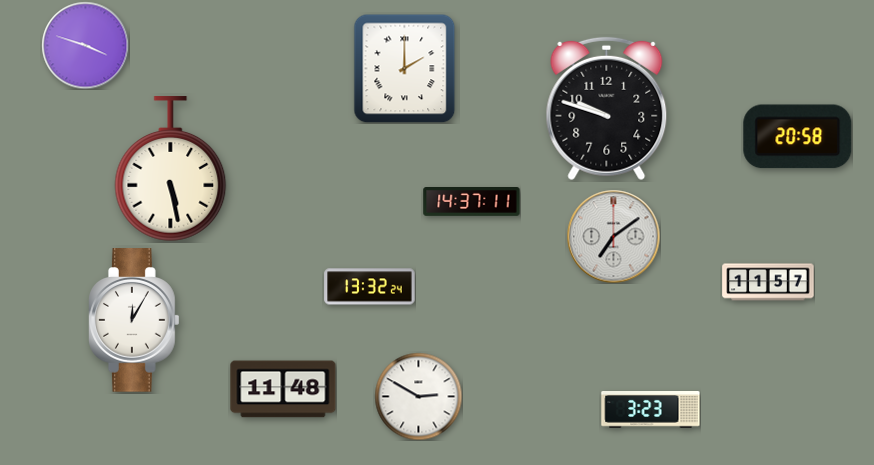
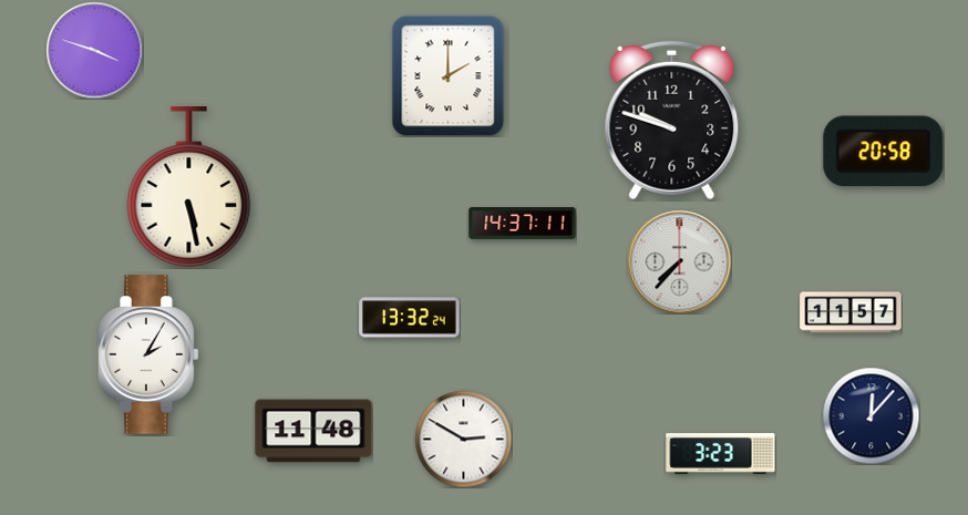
clock at (613, 236): 7:09 -> 7:37
clock at (135, 320): 12:05 -> 2:05
clock at (871, 415): none -> 12:07
